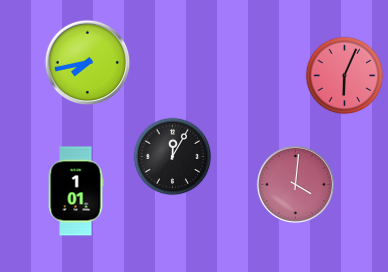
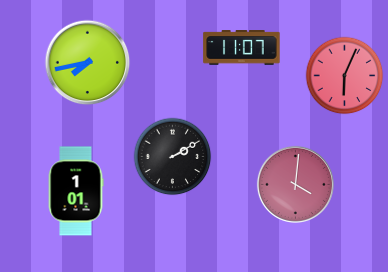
clock at (242, 48): none -> 11:07
clock at (172, 156): 12:05 -> 2:10
